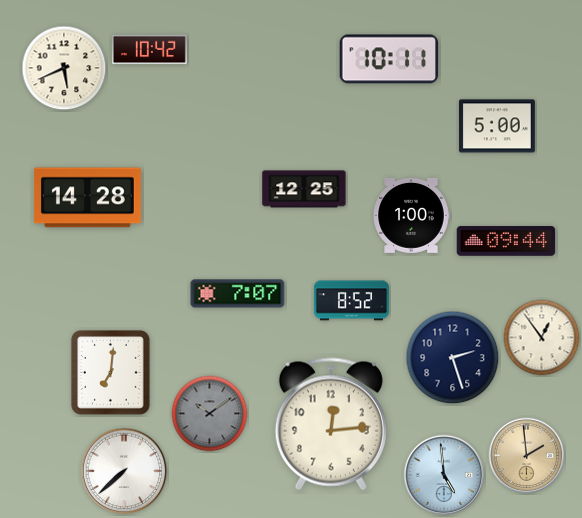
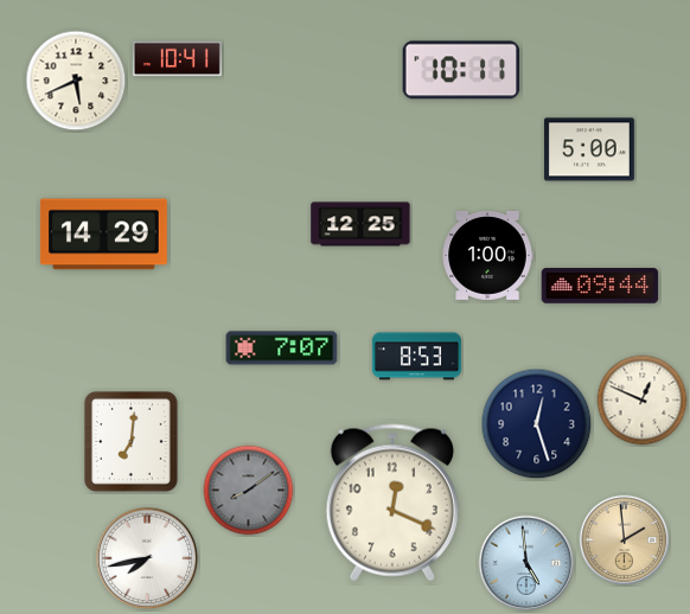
clock at (149, 50): 10:42 -> 10:41
clock at (87, 198): 14:28 -> 14:29
clock at (351, 301): 8:52 -> 8:53
clock at (542, 338): 12:54 -> 12:49
clock at (453, 358): 2:27 -> 12:27
clock at (210, 414): 10:09 -> 8:09
clock at (331, 424): 12:14 -> 12:19
clock at (124, 471): 7:38 -> 7:43
